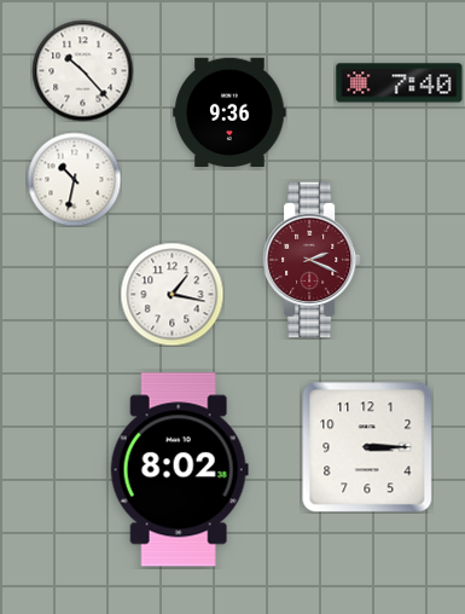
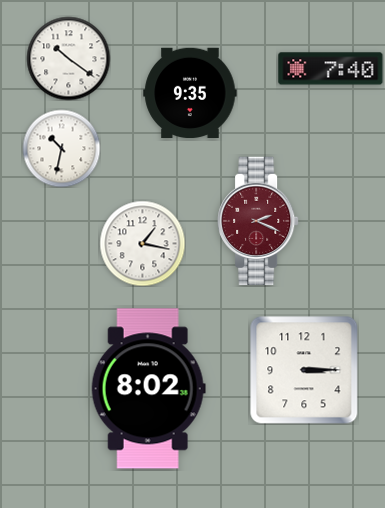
clock at (82, 70): 10:23 -> 10:21
clock at (229, 111): 9:36 -> 9:35
clock at (312, 260) position: (312, 260) -> (258, 221)
